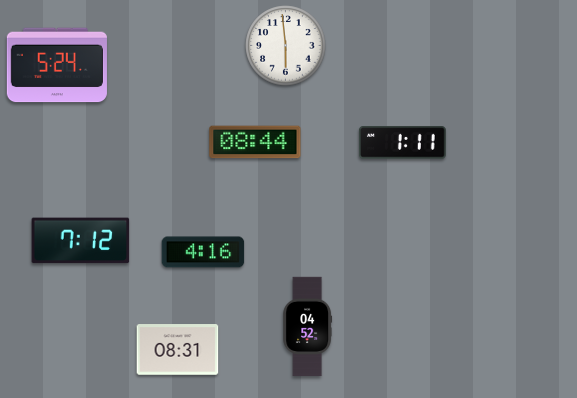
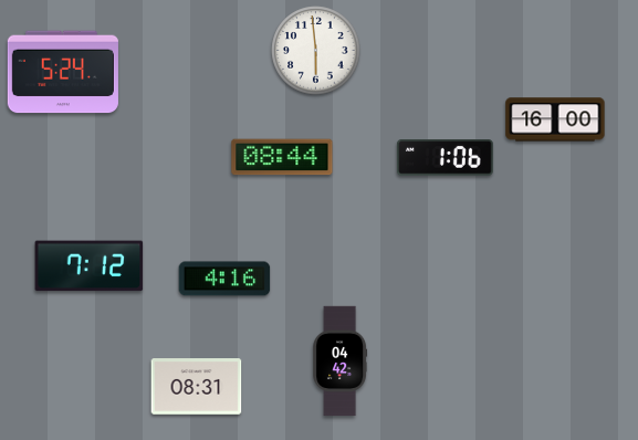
clock at (555, 119): none -> 16:00
clock at (402, 143): 1:11 -> 1:06
clock at (308, 327): 04:52 -> 04:42
